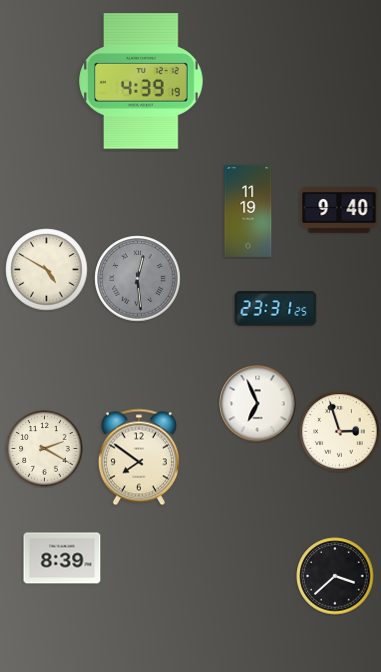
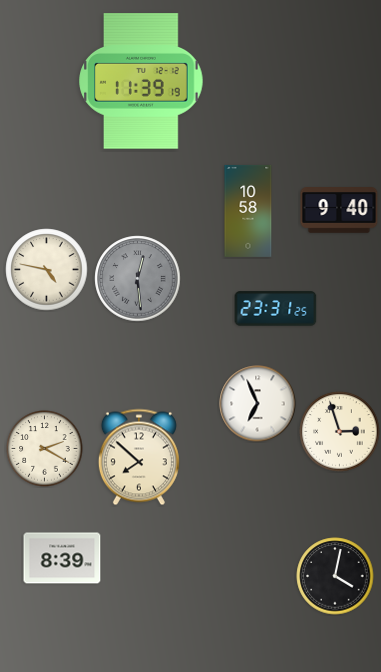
clock at (141, 81): 4:39 -> 11:39
clock at (248, 211): 11:19 -> 10:58
clock at (47, 270): 4:50 -> 4:47
clock at (139, 457): 7:51 -> 7:52
clock at (335, 576): 3:38 -> 4:02
